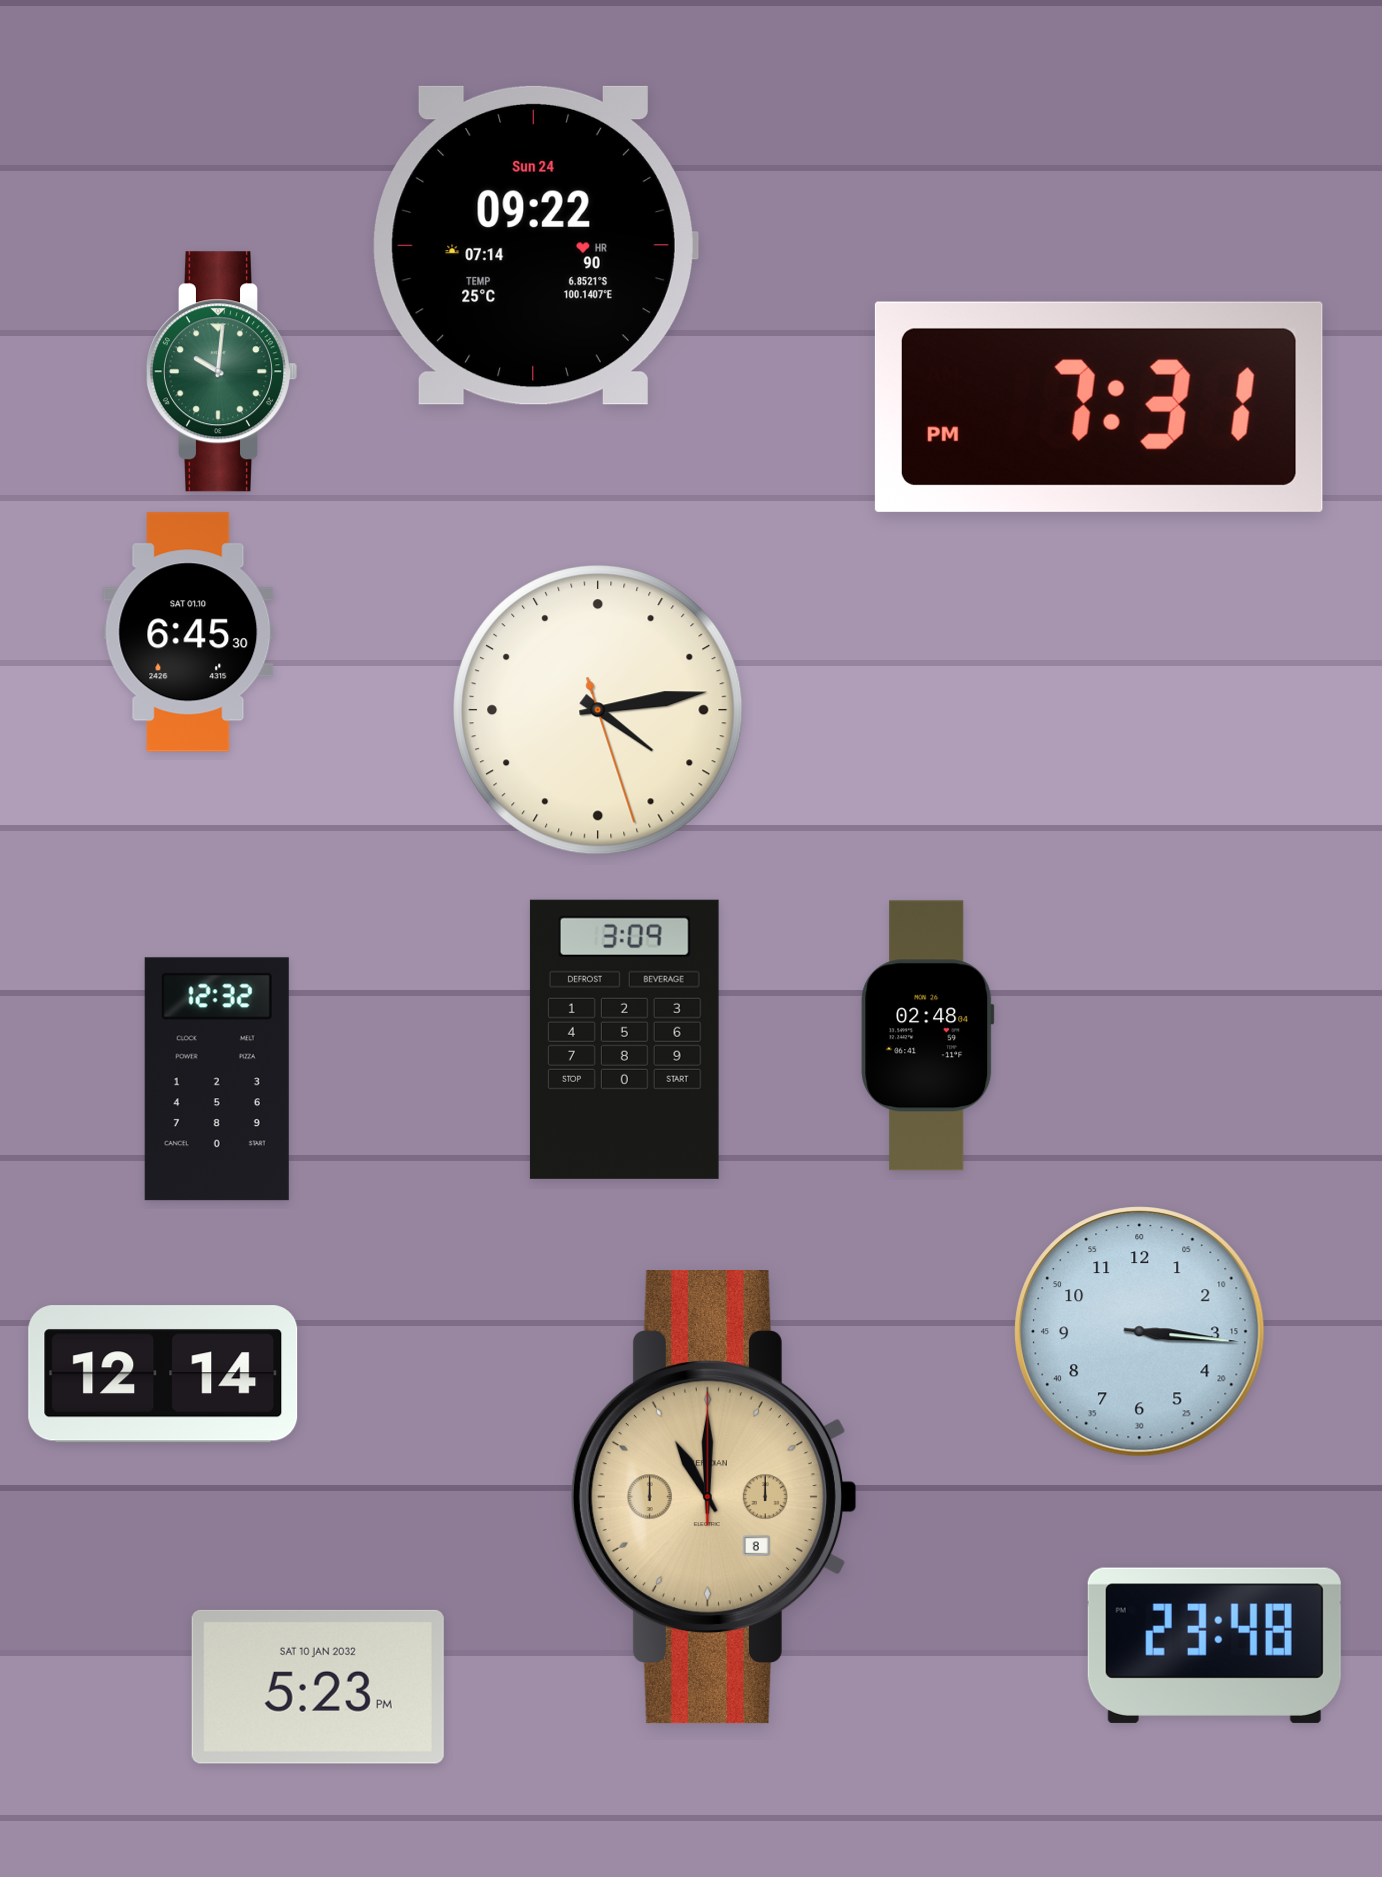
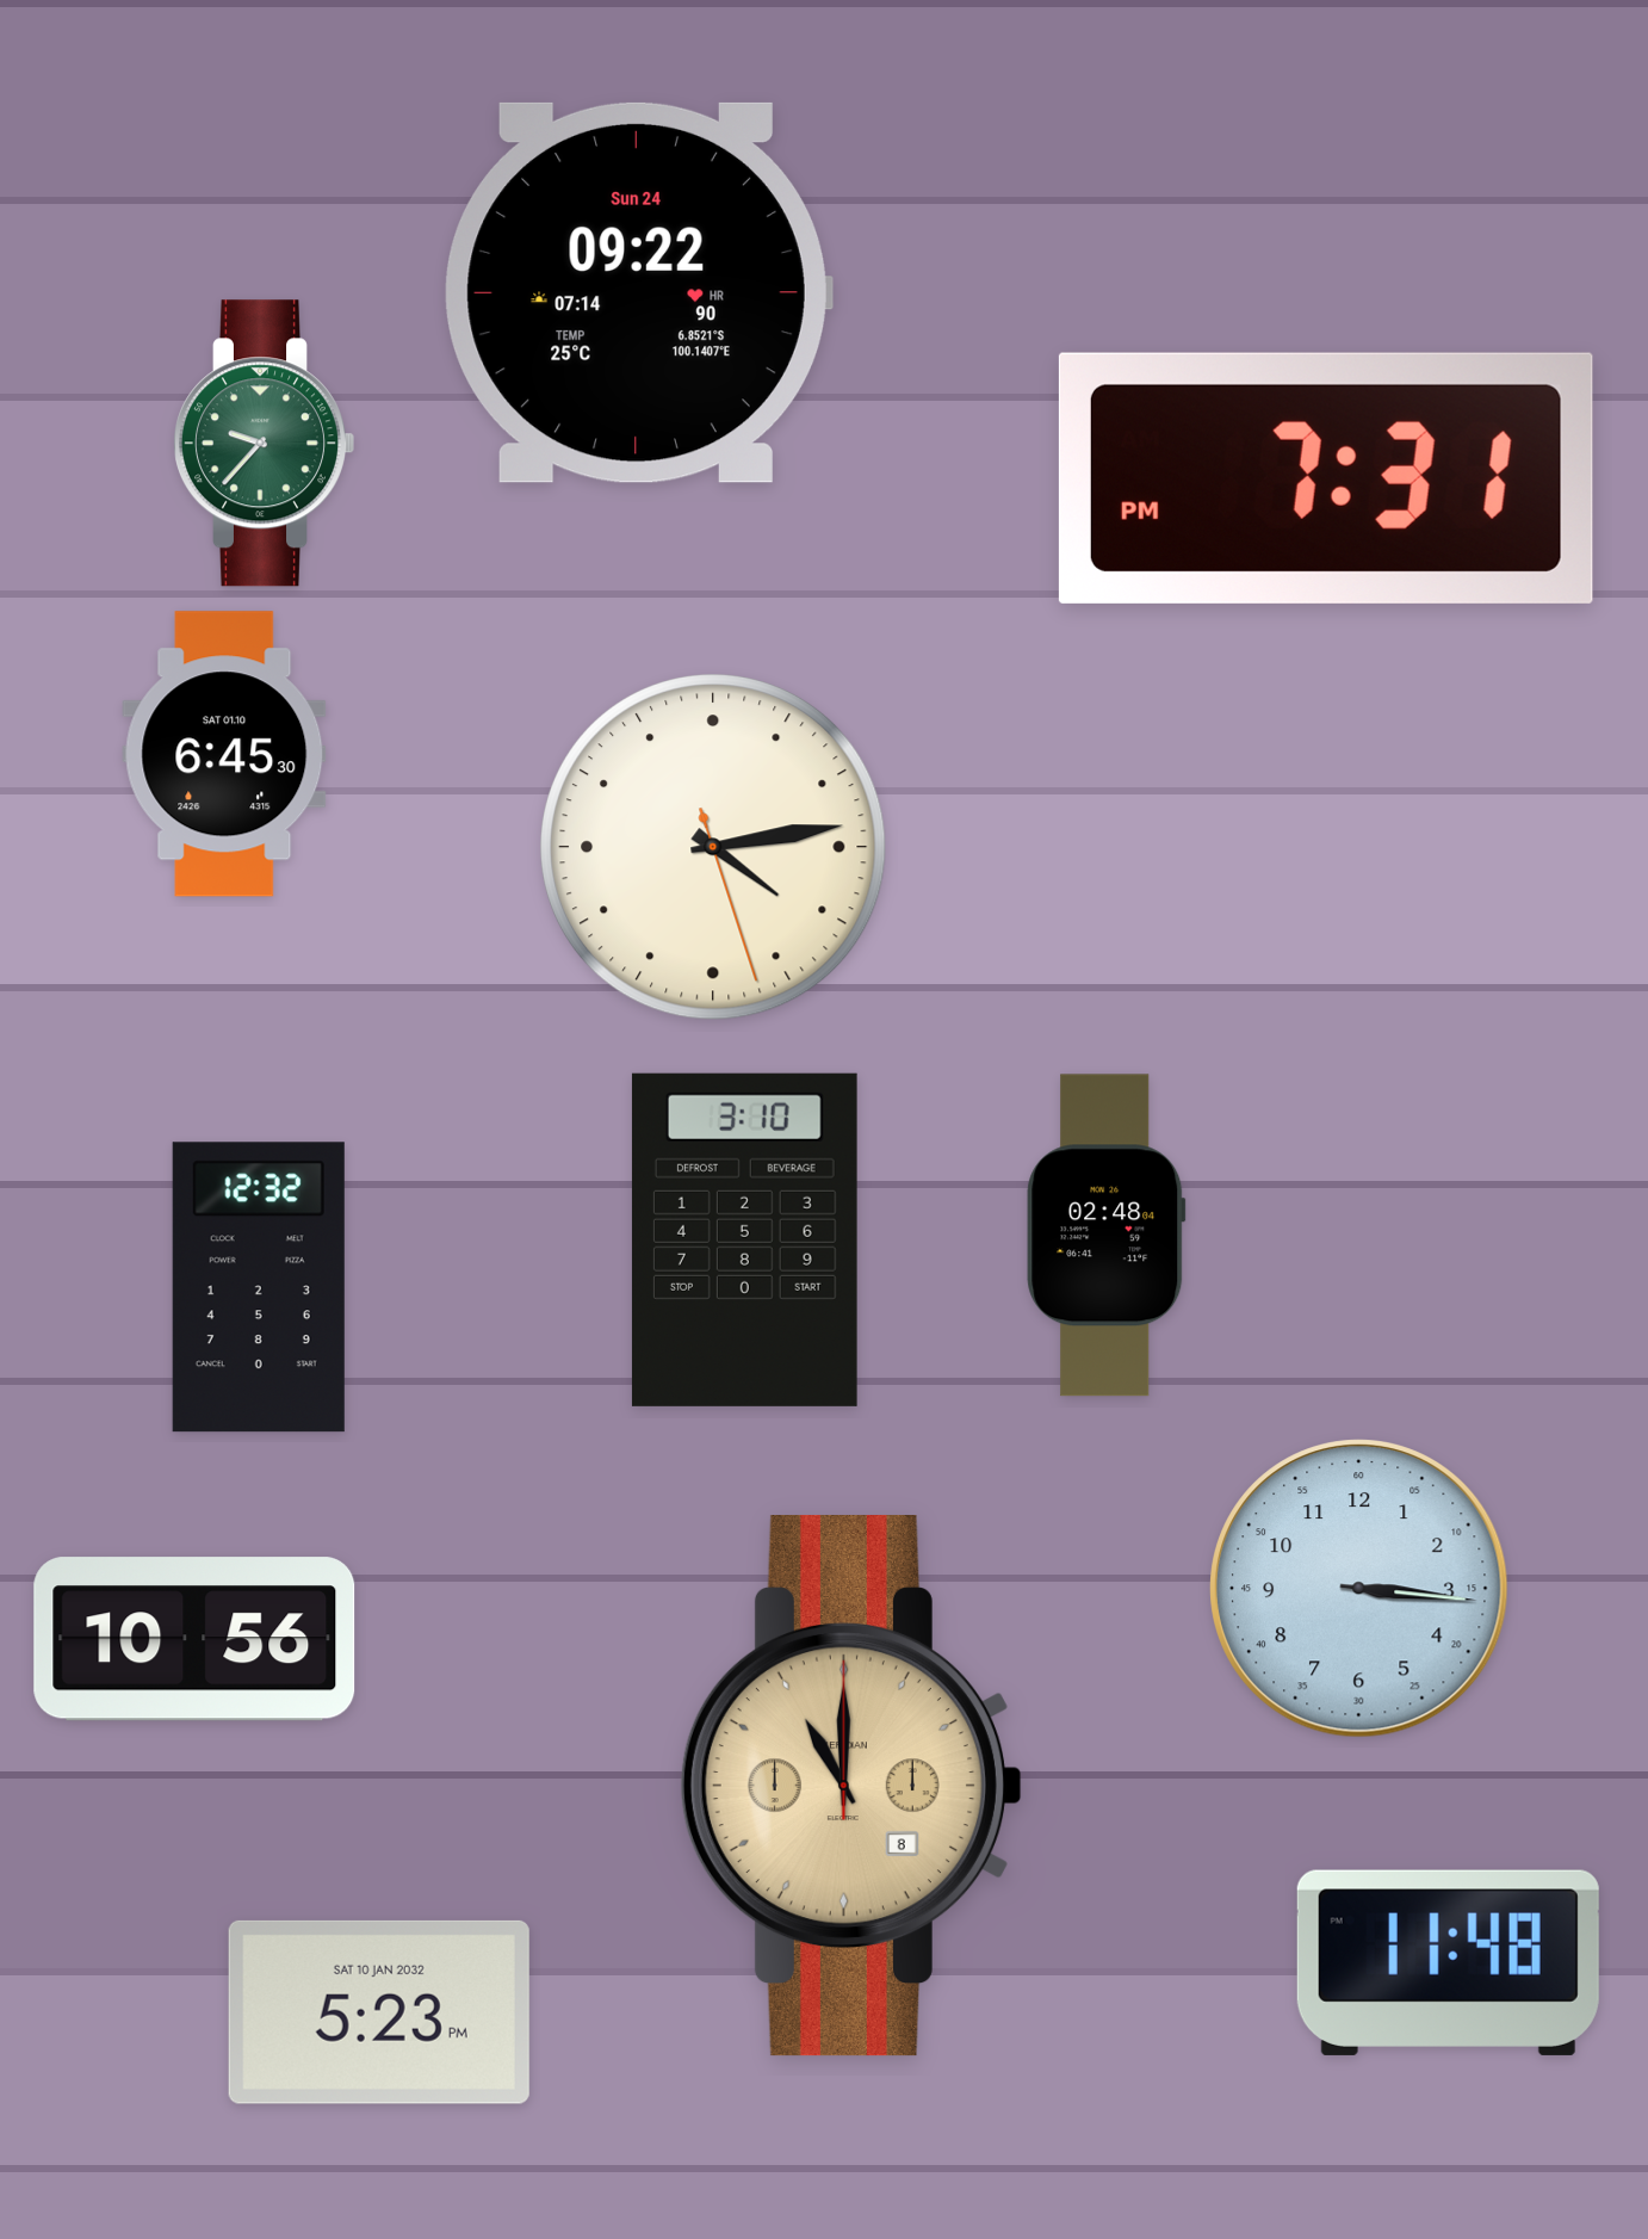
clock at (220, 372): 10:01 -> 9:37
clock at (1099, 407) position: (1099, 407) -> (1326, 478)
clock at (624, 1039): 3:09 -> 3:10
clock at (163, 1374): 12:14 -> 10:56
clock at (1214, 1645): 23:48 -> 11:48
